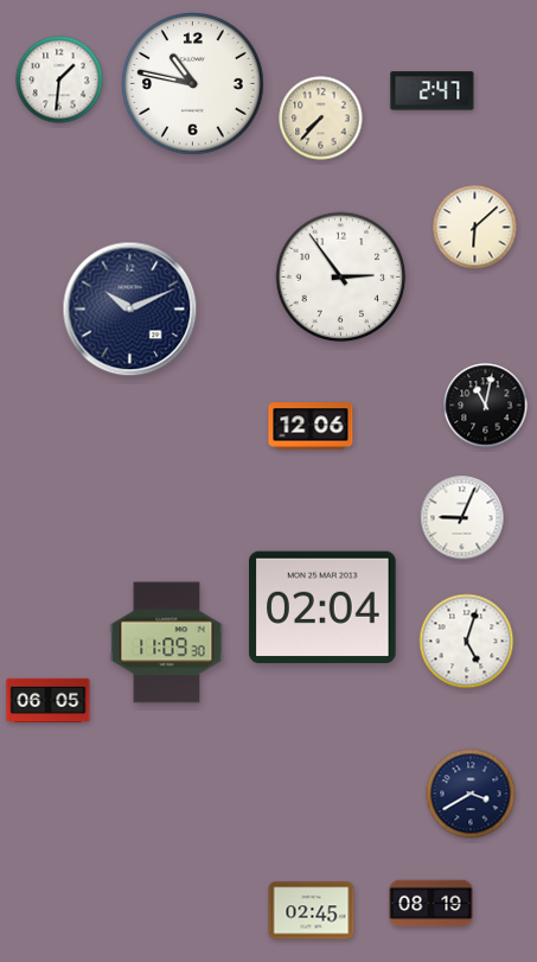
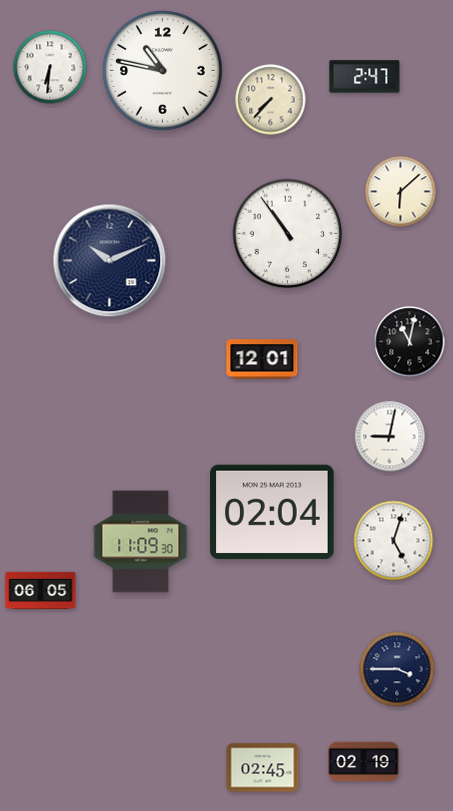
clock at (59, 79): 1:31 -> 6:31
clock at (341, 278): 2:54 -> 10:54
clock at (311, 426): 12:06 -> 12:01
clock at (462, 518): 9:04 -> 9:02
clock at (471, 794): 3:40 -> 3:45
clock at (431, 904): 08:19 -> 02:19
